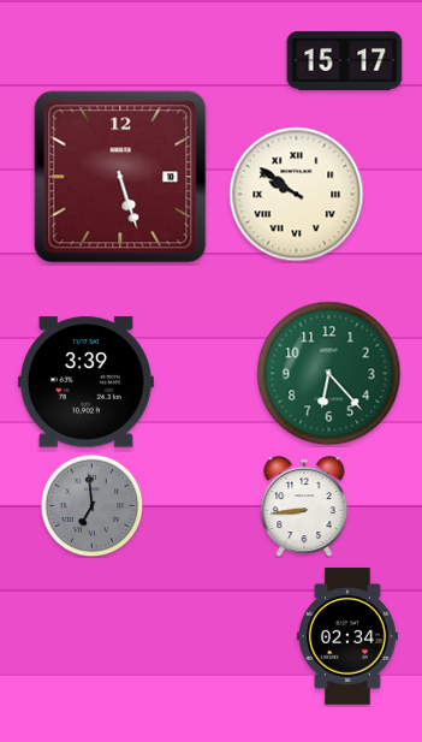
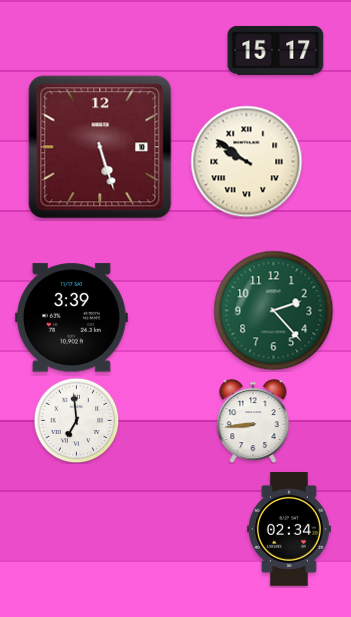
clock at (345, 60) position: (345, 60) -> (276, 50)
clock at (329, 374): 6:23 -> 2:23
clock at (91, 505) dial: grey -> white
